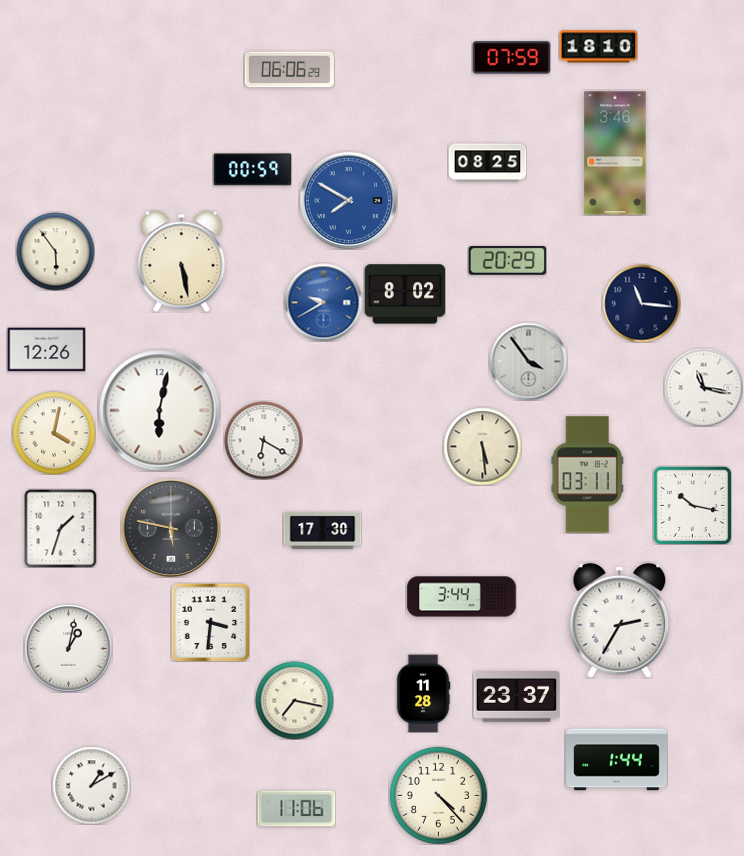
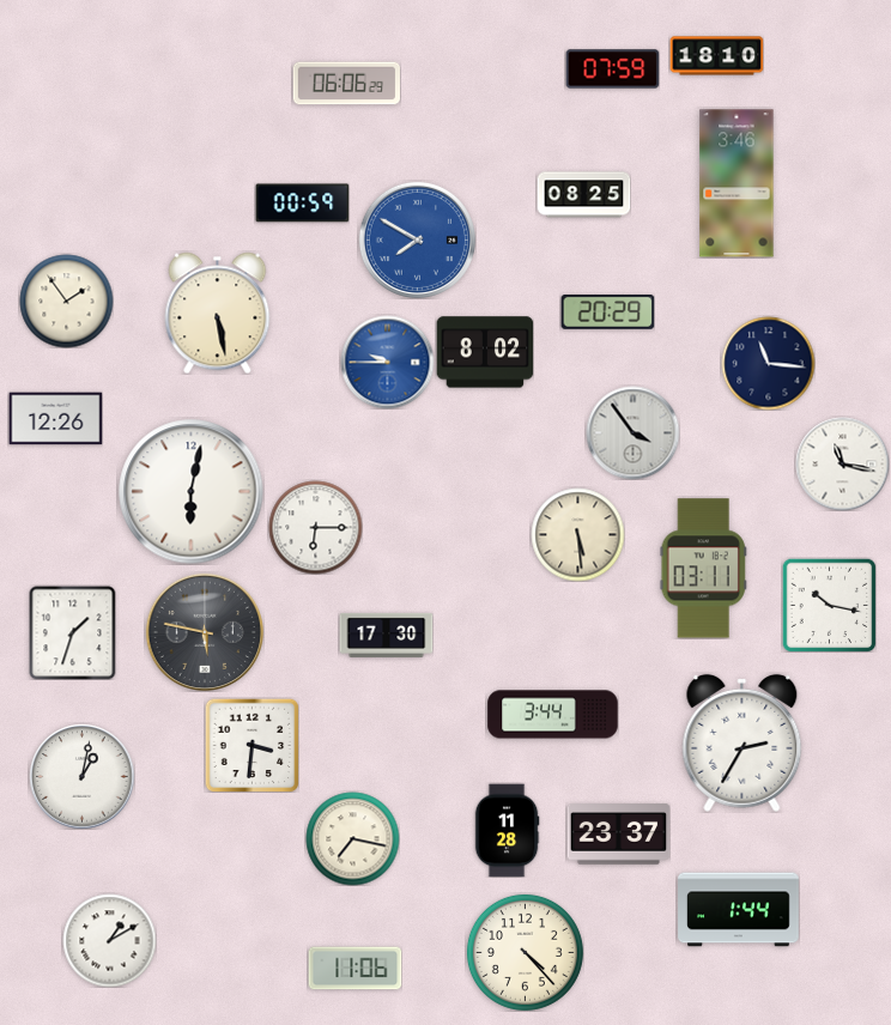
clock at (55, 251): 5:54 -> 1:54
clock at (323, 302): 9:40 -> 9:45
clock at (54, 433): 4:02 -> none
clock at (263, 440): 6:20 -> 6:15
